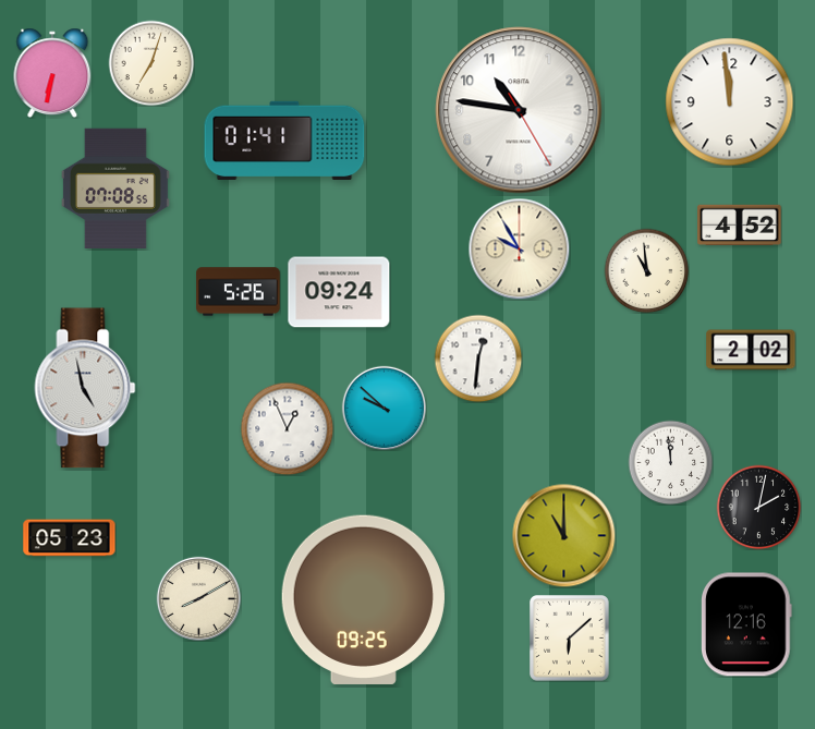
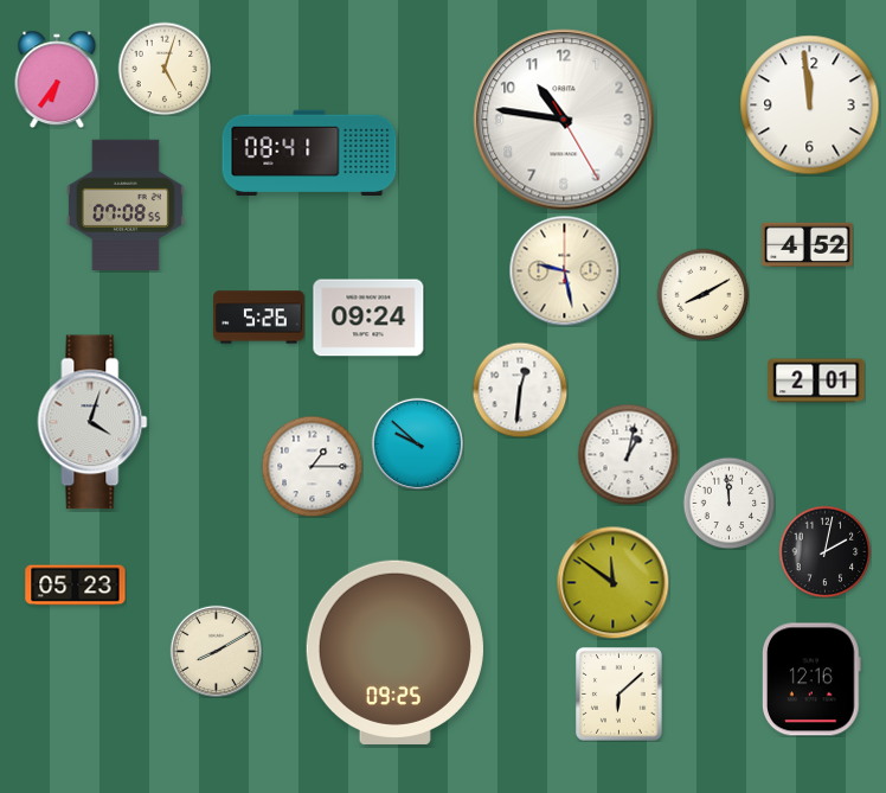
clock at (151, 63): 7:03 -> 5:03
clock at (52, 73): 6:32 -> 6:36
clock at (730, 102) position: (730, 102) -> (810, 105)
clock at (284, 139): 01:41 -> 08:41
clock at (740, 226) position: (740, 226) -> (808, 245)
clock at (519, 248): 9:55 -> 9:28
clock at (646, 270): 10:59 -> 8:10
clock at (751, 350): 2:02 -> 2:01
clock at (85, 388): 4:58 -> 4:03
clock at (628, 454): none -> 1:02
clock at (287, 428): 12:56 -> 1:15
clock at (563, 535): 11:00 -> 11:51
